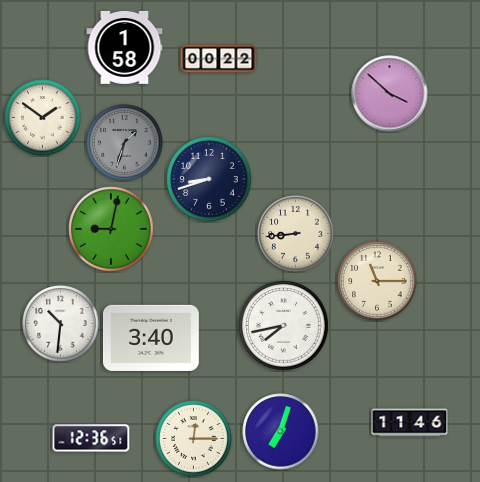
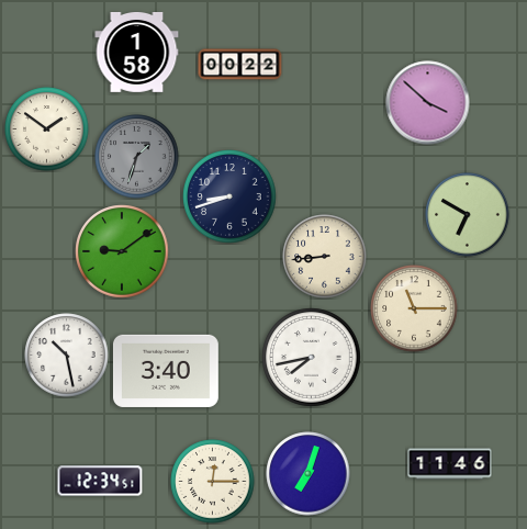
clock at (468, 215): none -> 6:50
clock at (111, 229): 9:02 -> 9:09
clock at (61, 324): 10:31 -> 10:28
clock at (91, 438): 12:36 -> 12:34
